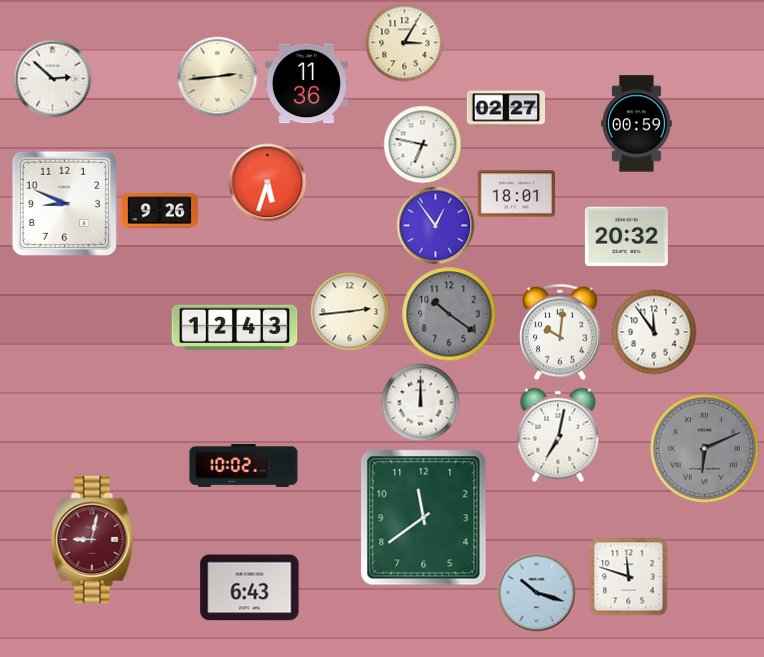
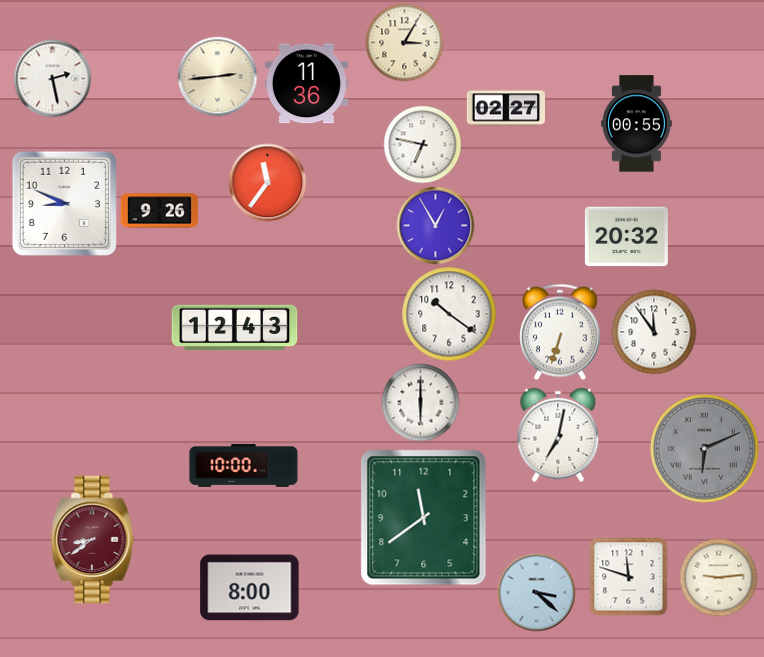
clock at (52, 78): 2:52 -> 2:28
clock at (637, 124): 00:59 -> 00:55
clock at (267, 182): 5:33 -> 11:36
clock at (516, 194): 18:01 -> none
clock at (435, 225): 12:54 -> 12:55
clock at (349, 311): 2:44 -> none
clock at (449, 314) dial: grey -> white
clock at (561, 332): 10:01 -> 6:33
clock at (420, 402): 12:00 -> 6:00
clock at (244, 466): 10:02 -> 10:00
clock at (93, 540): 9:02 -> 8:39
clock at (718, 577): none -> 9:14
clock at (250, 588): 6:43 -> 8:00
clock at (536, 592): 10:18 -> 3:22
